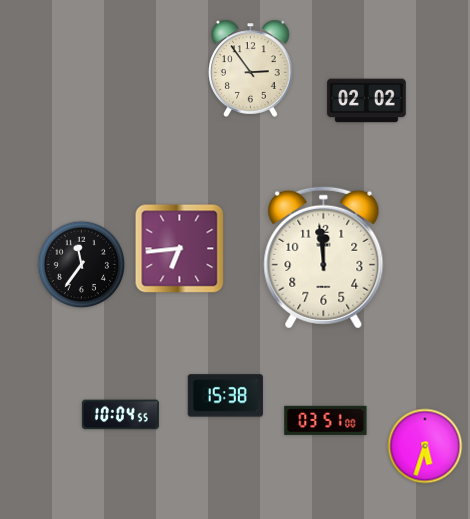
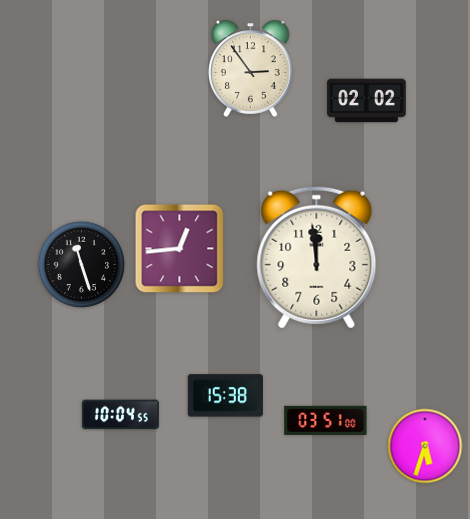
clock at (180, 249): 6:44 -> 12:44
clock at (324, 257) position: (324, 257) -> (317, 257)
clock at (82, 265): 11:36 -> 11:27
